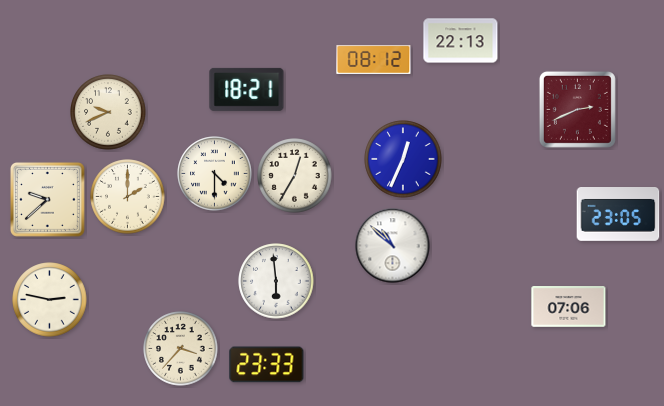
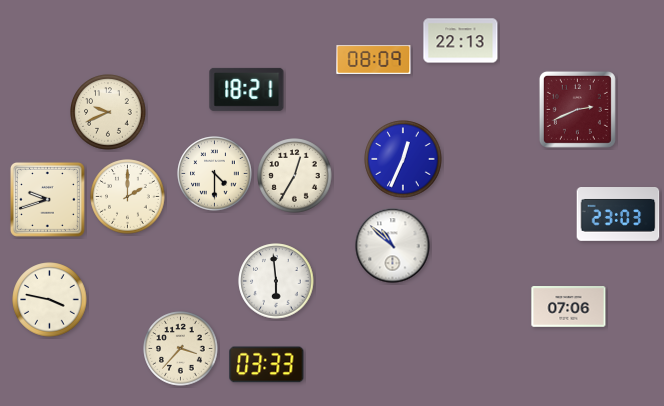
clock at (374, 59): 08:12 -> 08:09
clock at (47, 199): 9:38 -> 9:42
clock at (618, 215): 23:05 -> 23:03
clock at (50, 300): 2:47 -> 3:47
clock at (267, 365): 23:33 -> 03:33
